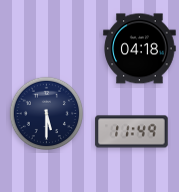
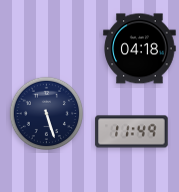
clock at (47, 114): 5:30 -> 5:27
